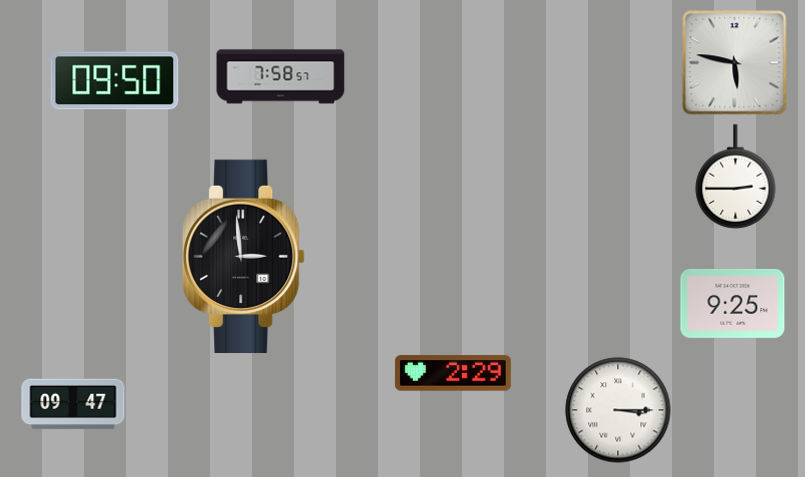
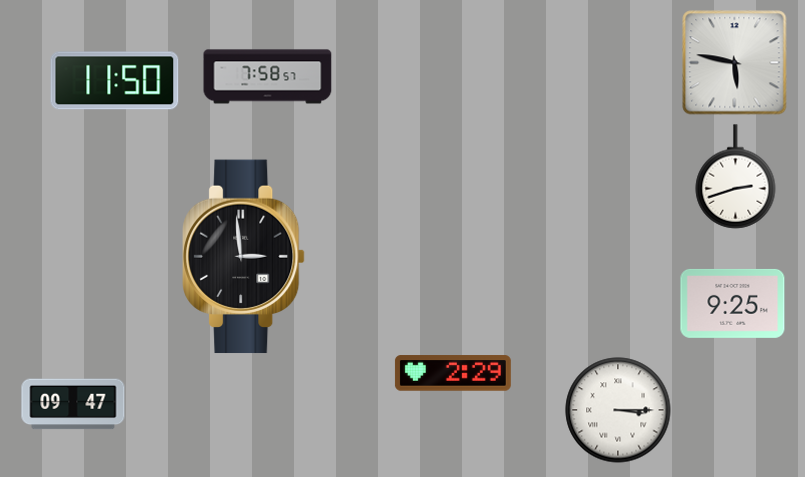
clock at (281, 77) position: (281, 77) -> (268, 77)
clock at (115, 81): 09:50 -> 11:50
clock at (736, 177): 2:45 -> 2:42
